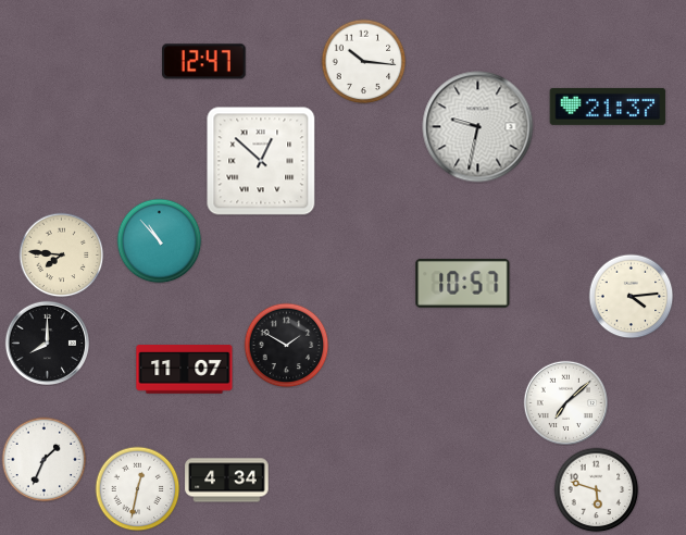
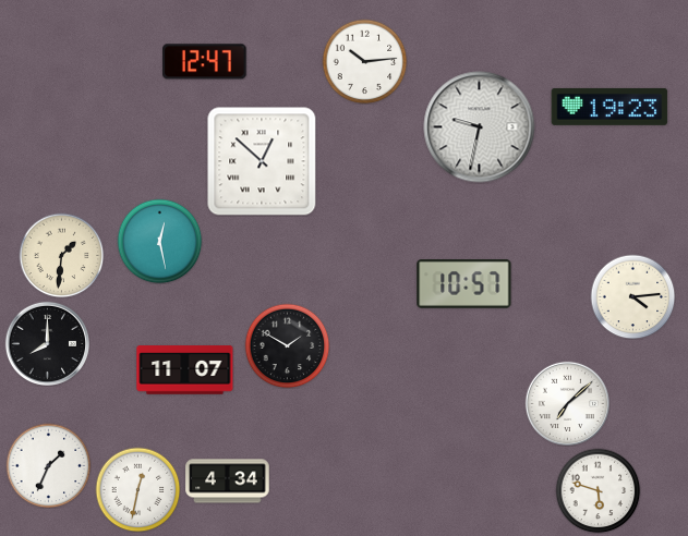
clock at (363, 61): 10:16 -> 10:14
clock at (608, 107): 21:37 -> 19:23
clock at (159, 240): 10:53 -> 12:28
clock at (61, 254): 7:46 -> 1:31
clock at (43, 459) position: (43, 459) -> (48, 465)
